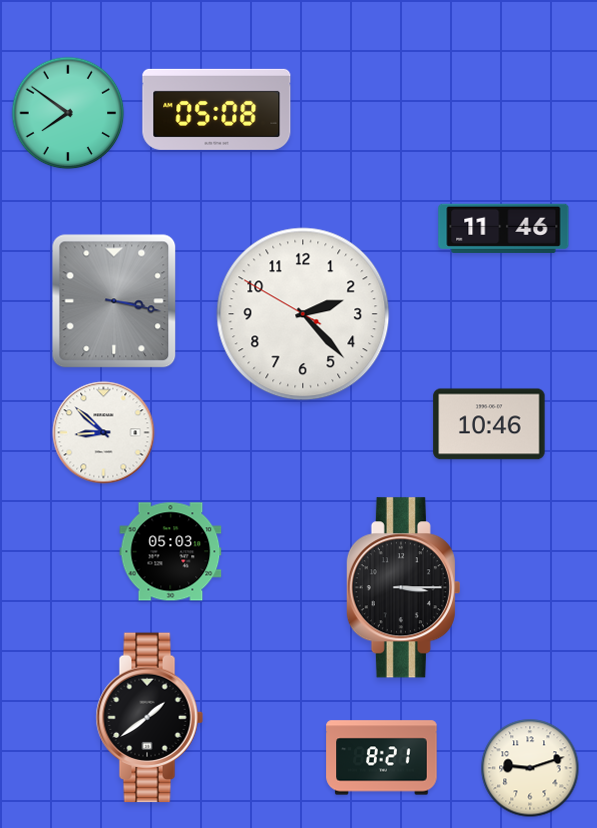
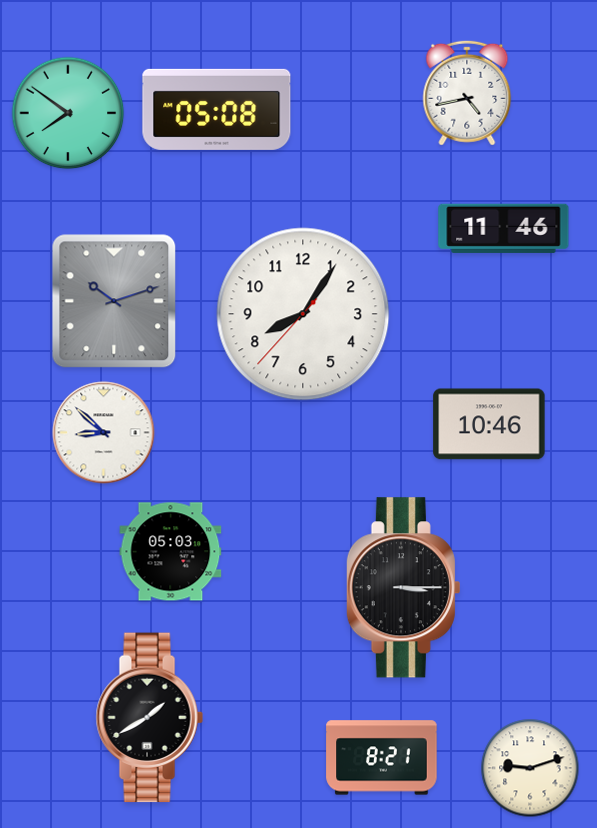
clock at (467, 93): none -> 4:43
clock at (114, 301): 3:17 -> 10:12
clock at (303, 314): 2:22 -> 8:05
clock at (149, 718): 1:39 -> 1:40
